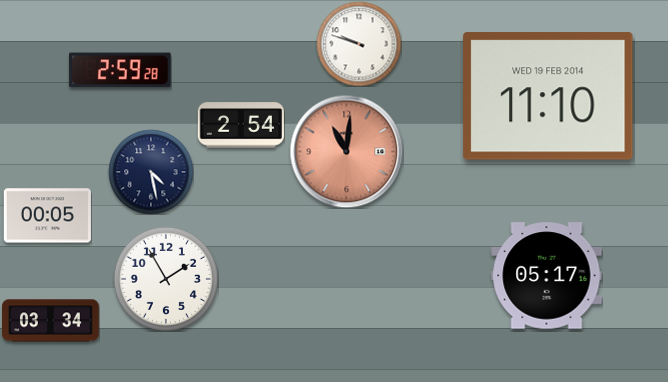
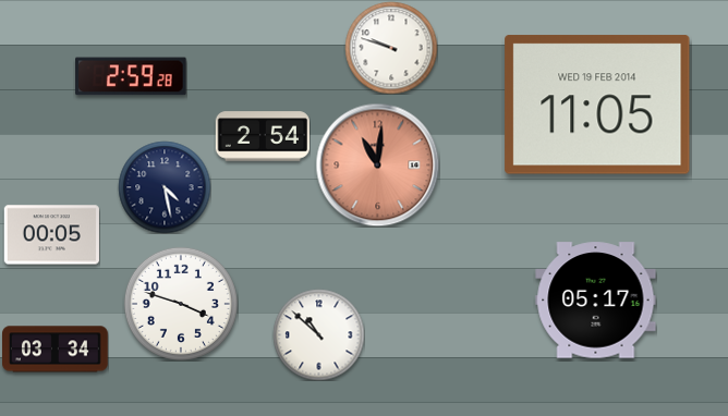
clock at (548, 96): 11:10 -> 11:05
clock at (166, 279): 1:55 -> 3:48
clock at (318, 334): none -> 10:52
